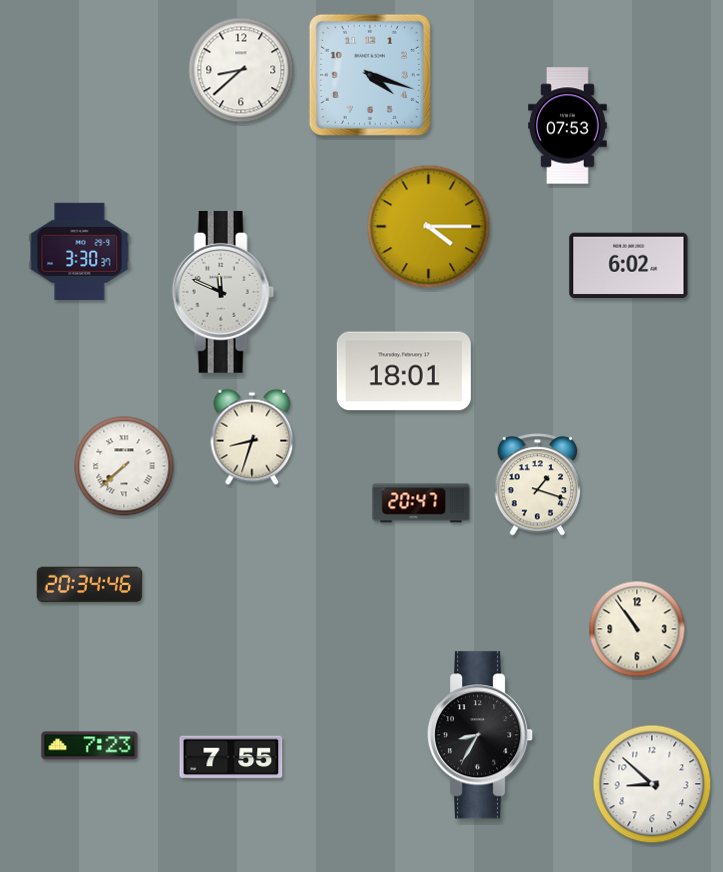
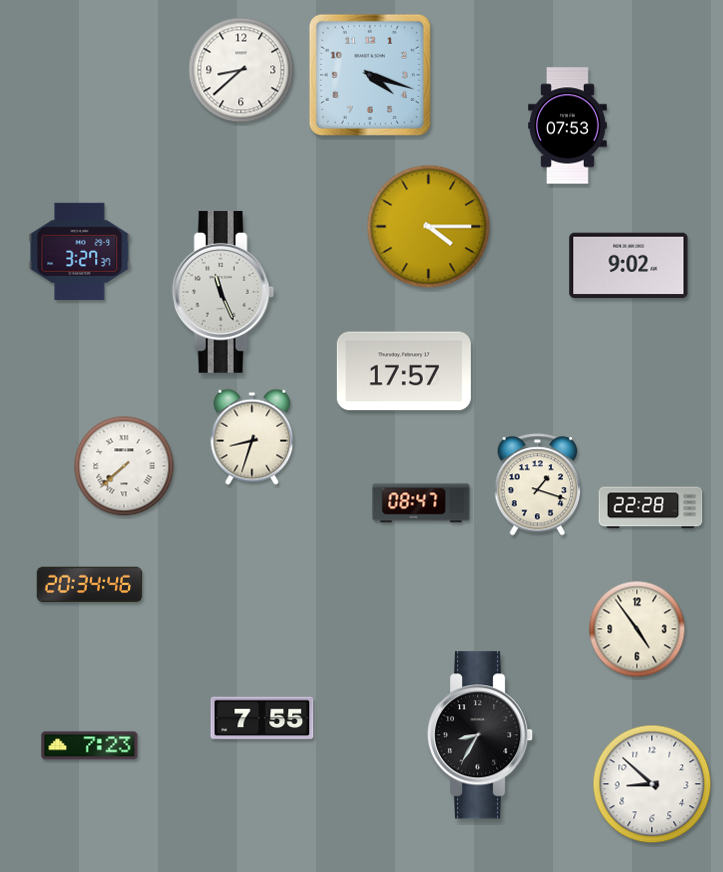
clock at (80, 251): 3:30 -> 3:27
clock at (629, 266): 6:02 -> 9:02
clock at (223, 292): 11:49 -> 11:26
clock at (404, 371): 18:01 -> 17:57
clock at (421, 503): 20:47 -> 08:47
clock at (651, 508): none -> 22:28
clock at (637, 629): 10:54 -> 4:54
clock at (231, 757) position: (231, 757) -> (262, 718)
